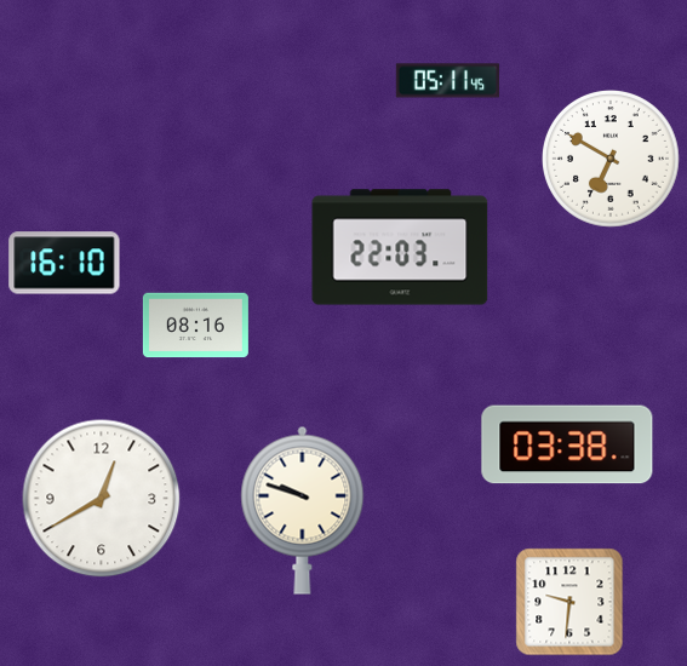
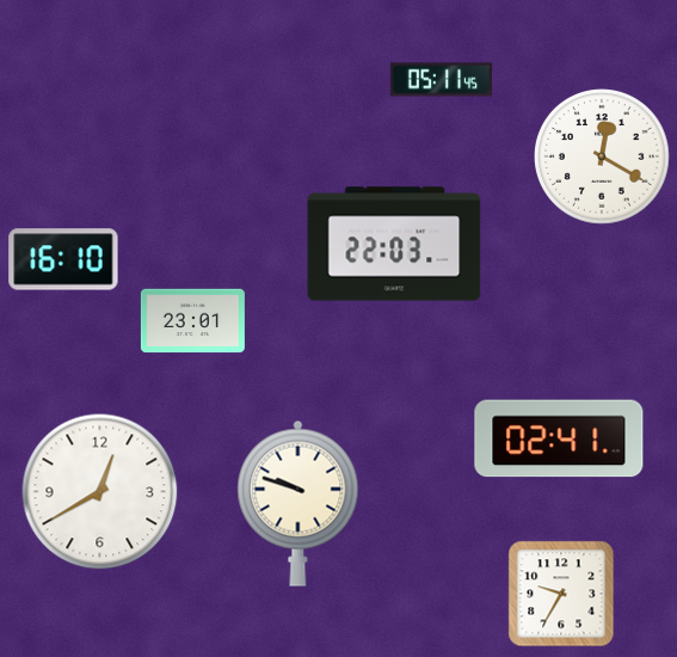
clock at (612, 160): 6:50 -> 12:20
clock at (195, 326): 08:16 -> 23:01
clock at (567, 444): 03:38 -> 02:41
clock at (569, 602): 9:31 -> 9:35
